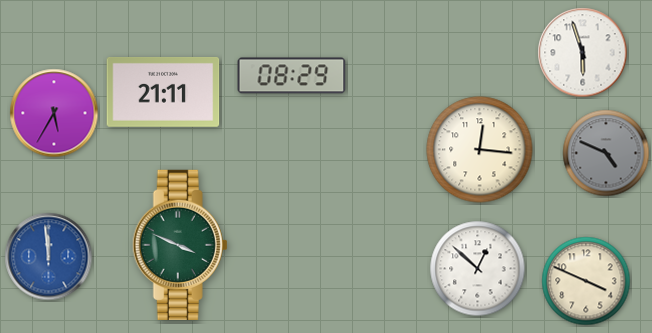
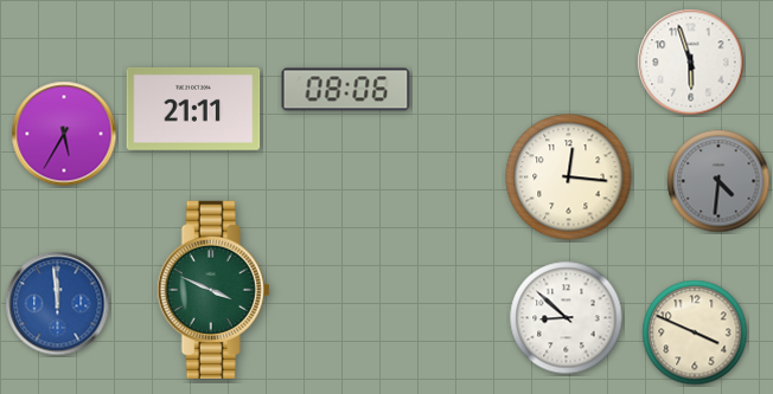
clock at (292, 76): 08:29 -> 08:06
clock at (606, 153): 4:49 -> 4:31
clock at (478, 269): 12:52 -> 8:52
